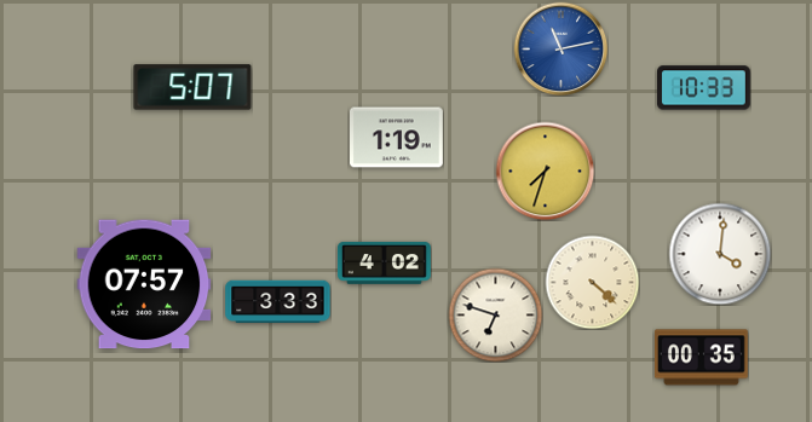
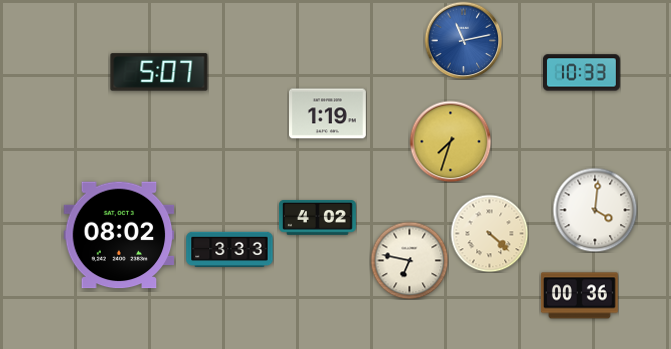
clock at (144, 284): 07:57 -> 08:02
clock at (495, 314): 6:48 -> 6:47
clock at (701, 358): 00:35 -> 00:36
